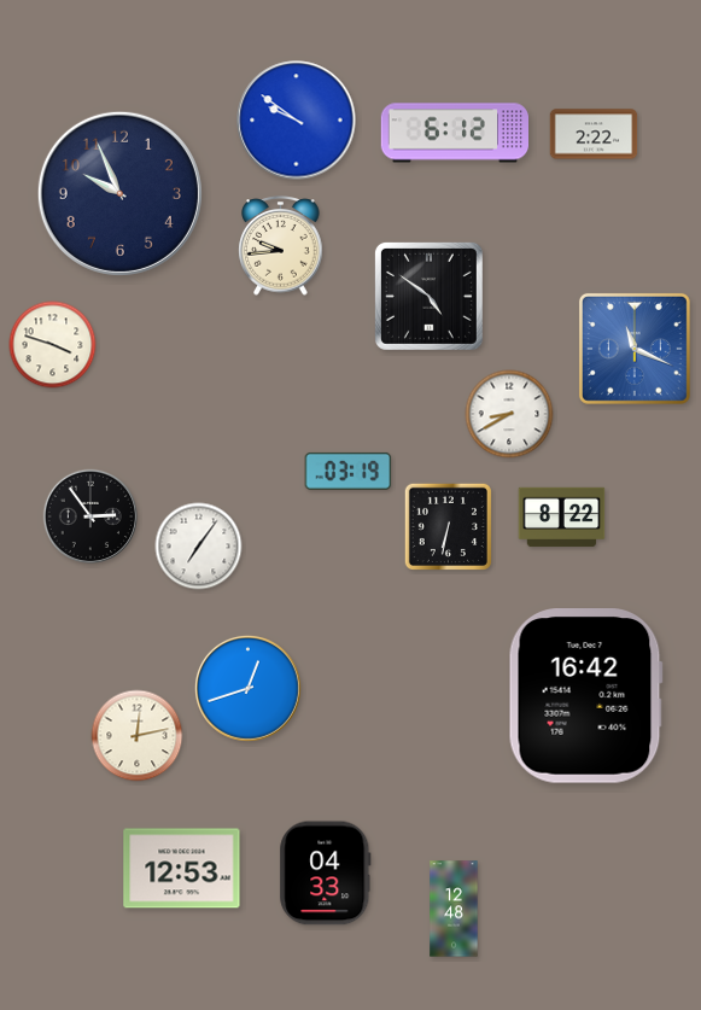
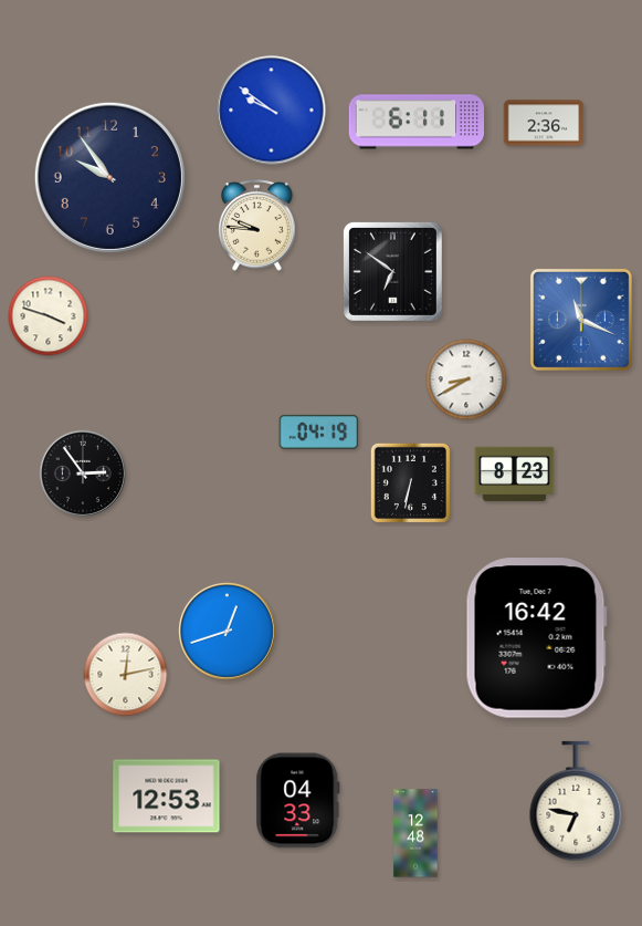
clock at (454, 133): 6:12 -> 6:11
clock at (594, 134): 2:22 -> 2:36
clock at (119, 193): 9:56 -> 9:54
clock at (281, 246): 9:44 -> 9:46
clock at (428, 296): 4:51 -> 6:51
clock at (349, 471): 03:19 -> 04:19
clock at (562, 518): 8:22 -> 8:23
clock at (199, 547): 7:06 -> none
clock at (576, 801): none -> 6:47
